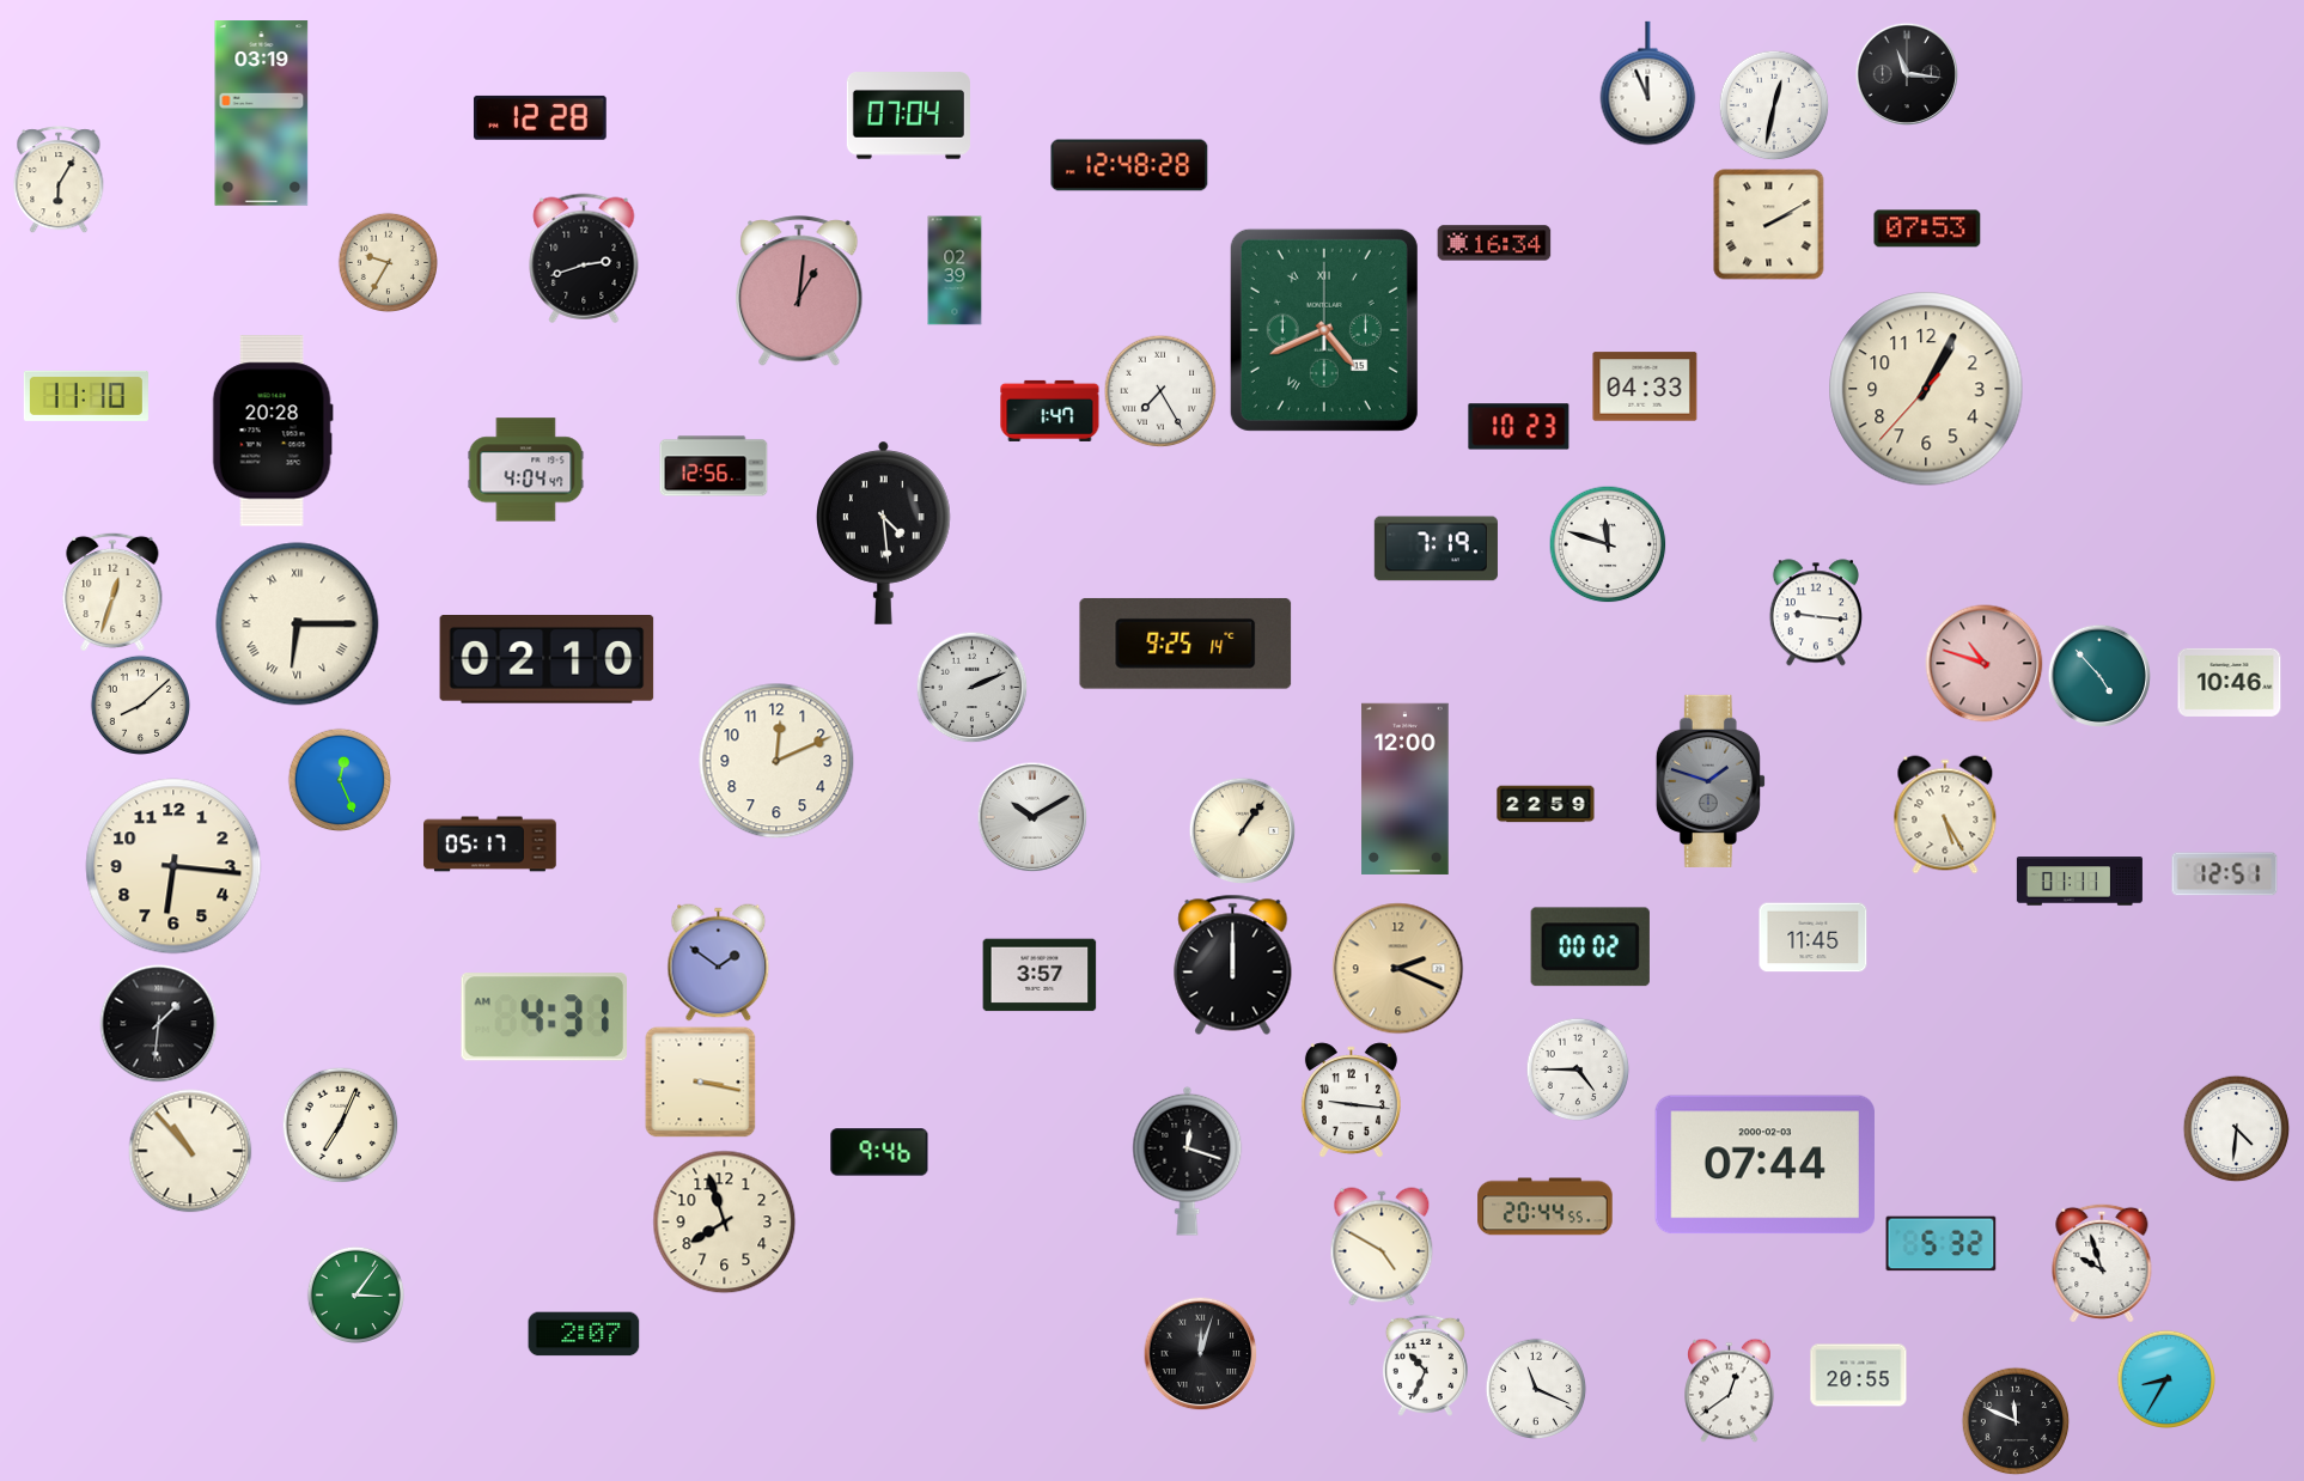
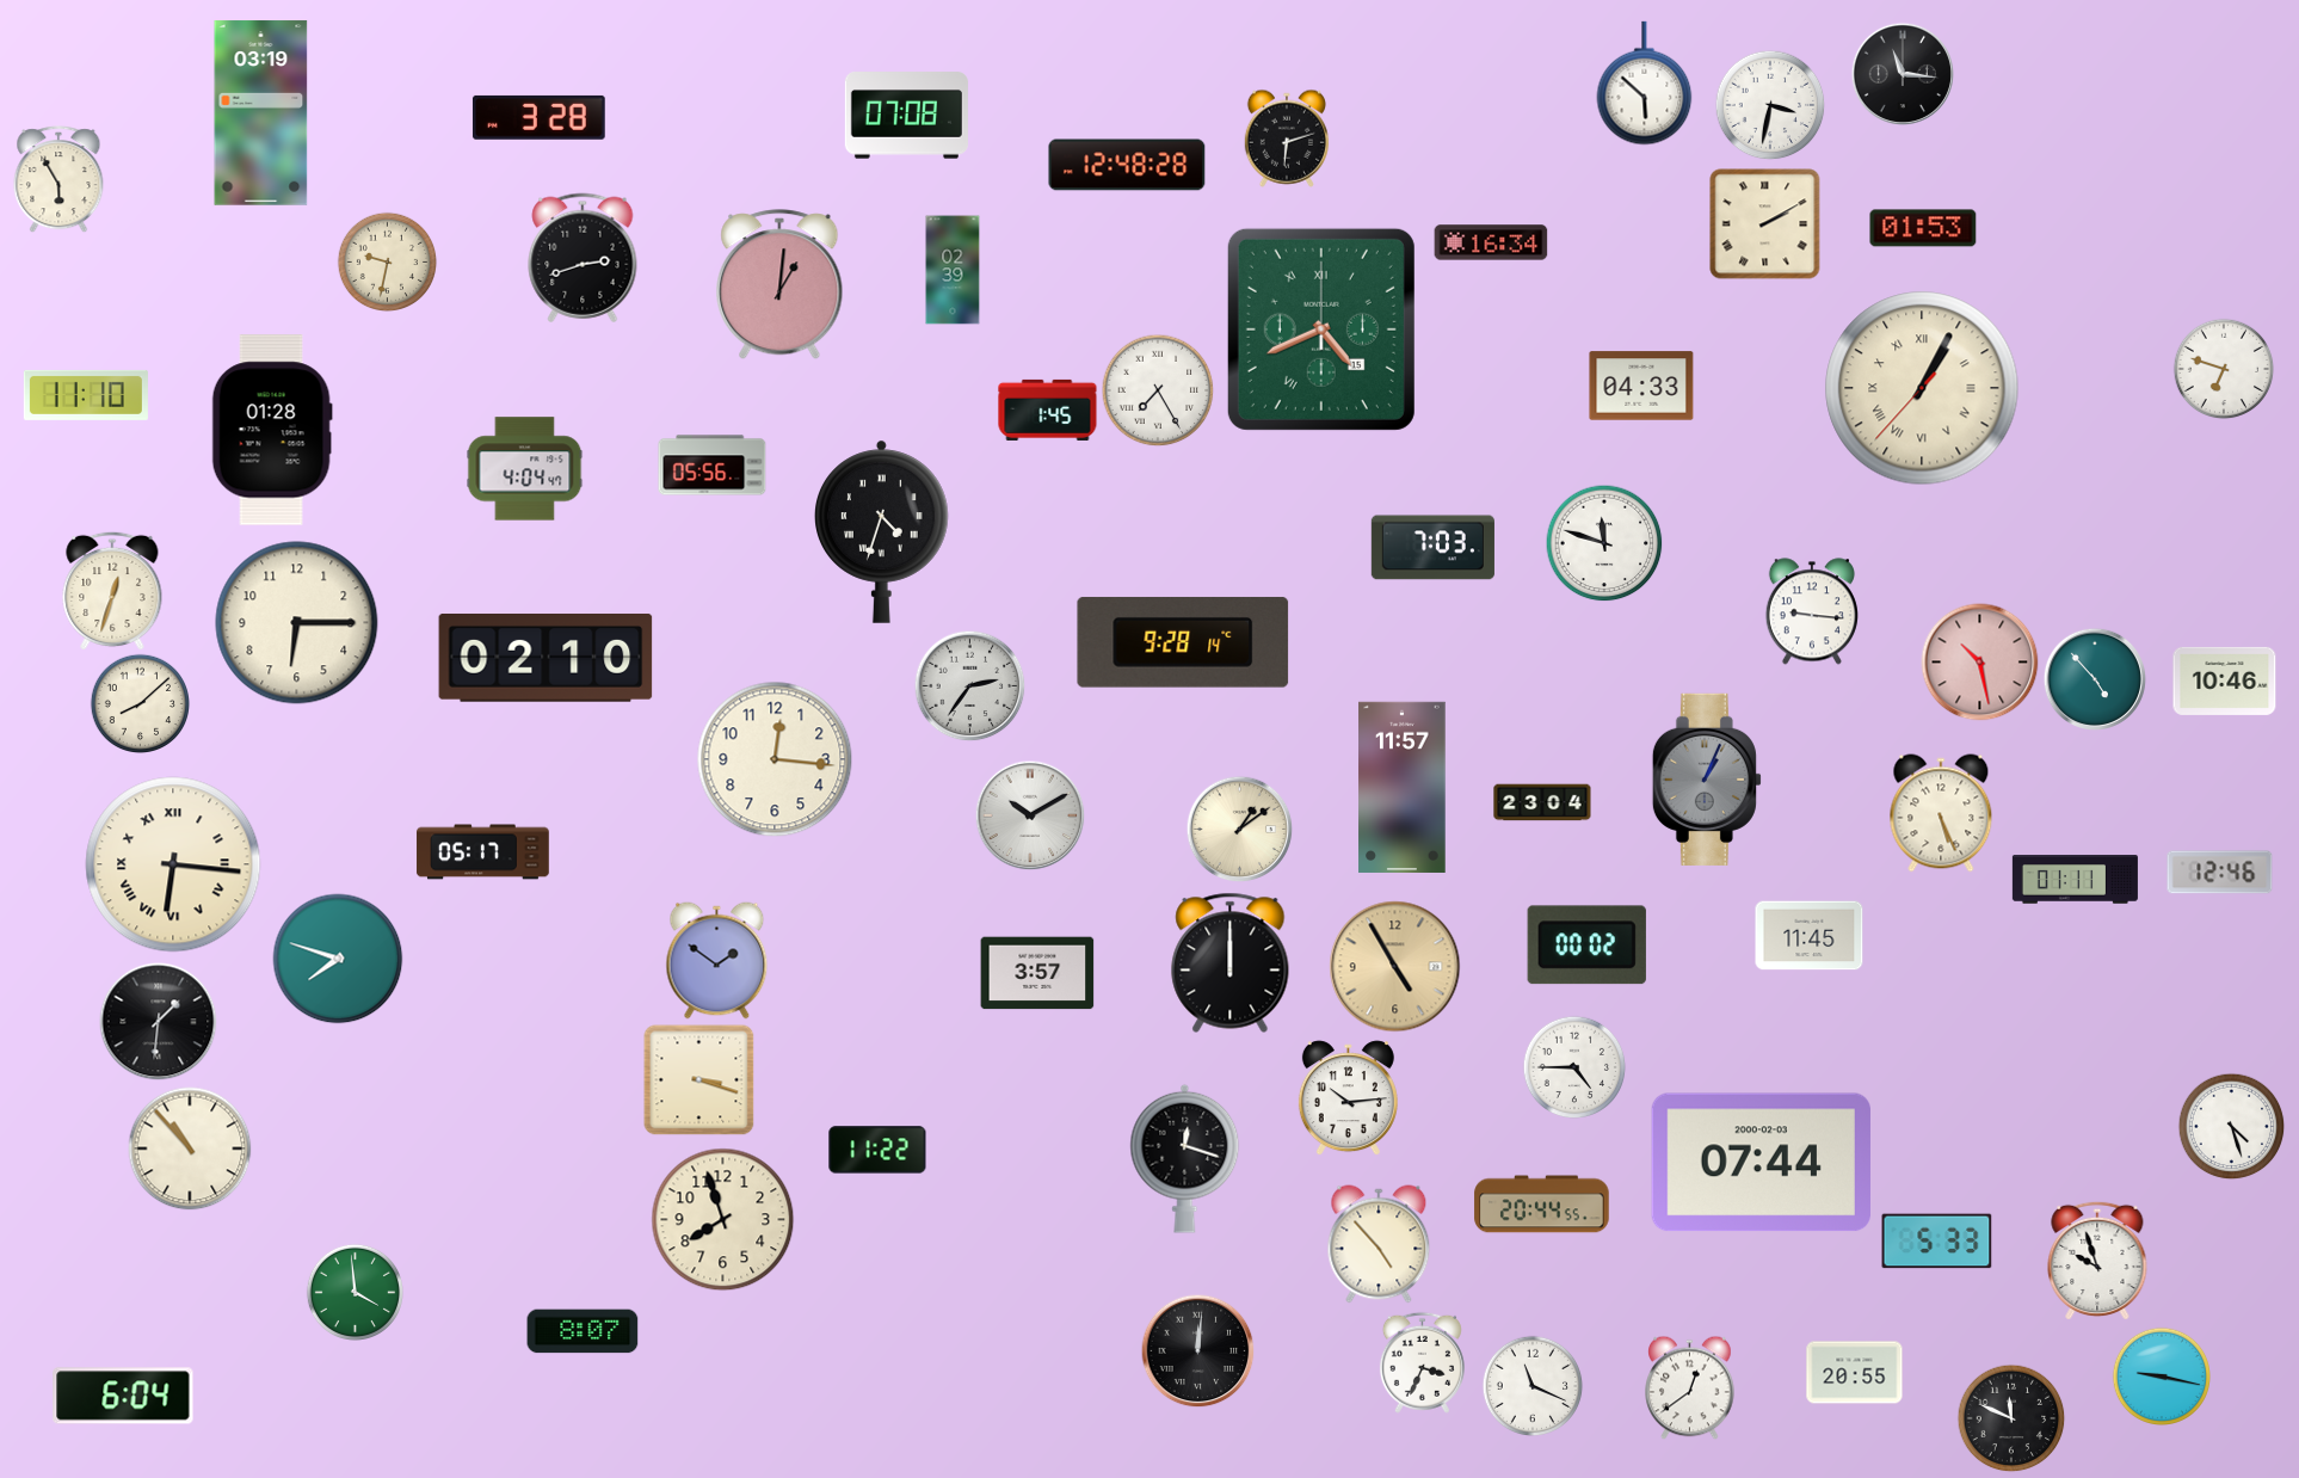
clock at (1648, 84): 11:56 -> 5:52
clock at (1774, 105): 12:32 -> 3:32
clock at (908, 116): 07:04 -> 07:08
clock at (540, 117): 12:28 -> 3:28
clock at (1287, 138): none -> 6:12
clock at (59, 179): 6:05 -> 5:55
clock at (1927, 228): 07:53 -> 01:53
clock at (388, 262): 9:35 -> 9:32
clock at (799, 292) position: (799, 292) -> (779, 285)
clock at (2224, 369): none -> 6:48
clock at (1926, 389) numerals: Arabic -> Roman
clock at (1050, 410): 1:47 -> 1:45
clock at (1519, 427): 10:23 -> none
clock at (273, 431): 20:28 -> 01:28
clock at (714, 467): 12:56 -> 05:56
clock at (884, 532): 4:29 -> 4:33
clock at (1436, 549): 7:19 -> 7:03
clock at (298, 624) numerals: Roman -> Arabic
clock at (1185, 644): 9:25 -> 9:28
clock at (1985, 664): 10:48 -> 10:28
clock at (2098, 675) position: (2098, 675) -> (2094, 678)
clock at (971, 687): 2:11 -> 2:36
clock at (776, 761): 12:11 -> 12:16
clock at (340, 780): 12:26 -> none
clock at (1711, 781): 1:48 -> 1:04
clock at (1406, 788): 12:00 -> 11:57
clock at (1546, 804): 22:59 -> 23:04
clock at (1945, 815): 5:25 -> 5:26
clock at (1242, 830): 1:06 -> 1:09
clock at (490, 845) position: (490, 845) -> (483, 852)
clock at (173, 866) numerals: Arabic -> Roman
clock at (2225, 874): 12:51 -> 12:46
clock at (338, 959): none -> 7:48
clock at (1398, 969): 2:19 -> 4:55
clock at (544, 1017): 4:31 -> none
clock at (701, 1083): 3:17 -> 3:18
clock at (1351, 1101): 9:16 -> 10:14
clock at (340, 1125): 7:04 -> none
clock at (2236, 1128): 4:31 -> 4:27
clock at (879, 1152): 9:46 -> 11:22
clock at (1942, 1244): 5:32 -> 5:33
clock at (1382, 1247): 4:50 -> 4:53
clock at (355, 1294): 3:06 -> 3:59
clock at (584, 1334): 2:07 -> 8:07
clock at (1200, 1353): 12:03 -> 12:01
clock at (1425, 1365): 10:34 -> 3:34
clock at (2165, 1378): 8:35 -> 9:17
clock at (1730, 1390) position: (1730, 1390) -> (1690, 1387)
clock at (123, 1396): none -> 6:04
